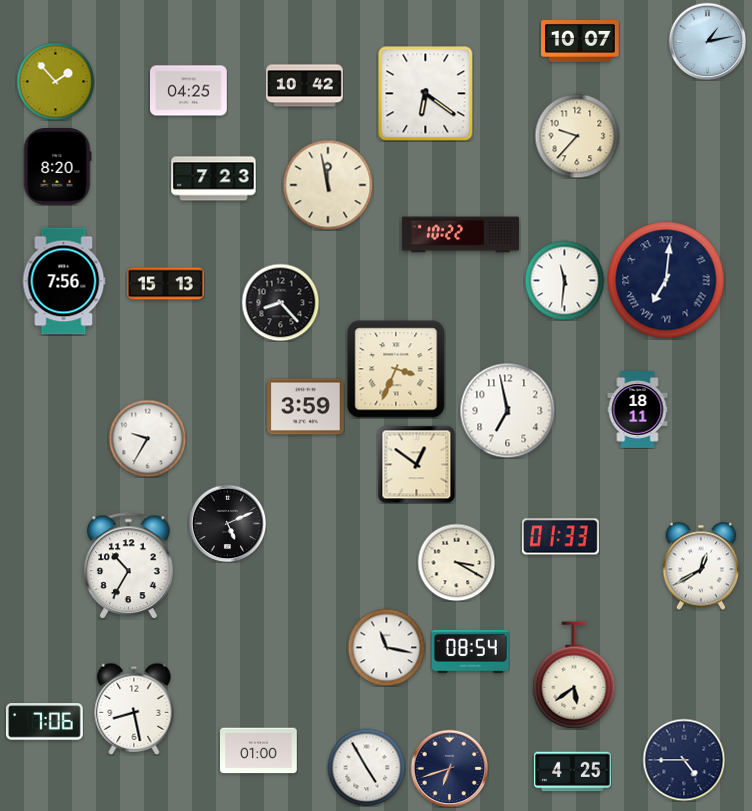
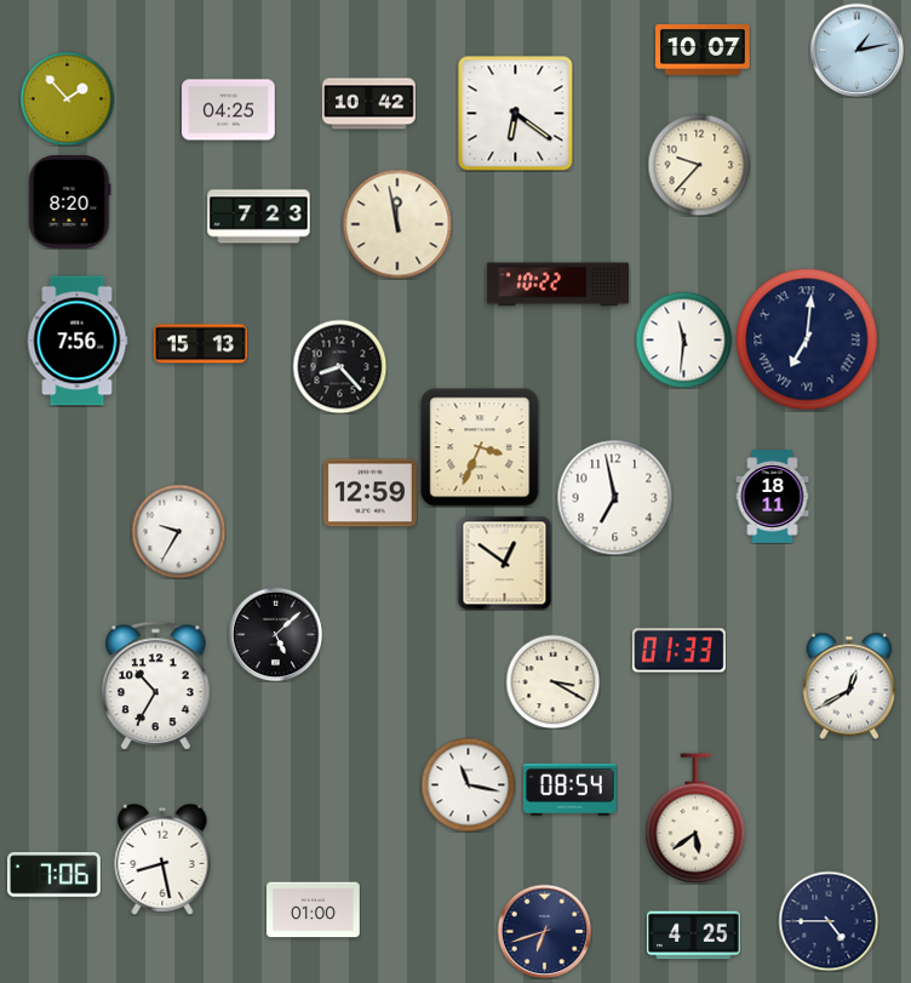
clock at (306, 407): 3:59 -> 12:59
clock at (227, 523): 5:11 -> 5:08
clock at (366, 767): 4:55 -> none
